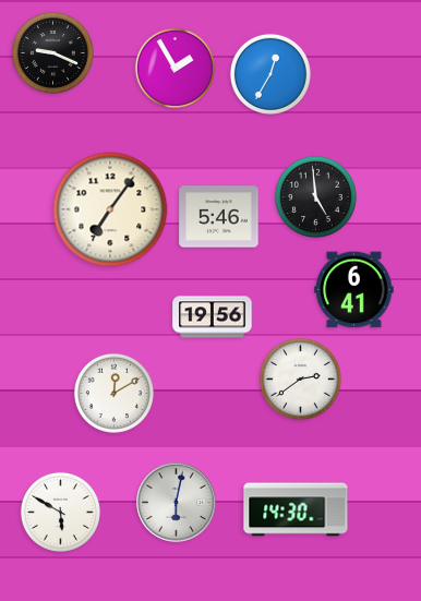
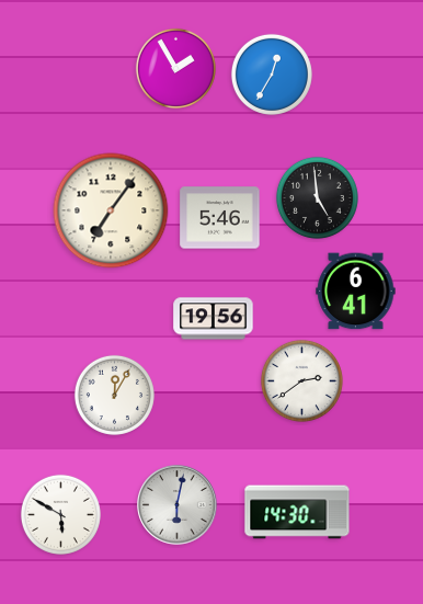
clock at (52, 52): 9:19 -> none
clock at (113, 393): 12:10 -> 12:05
